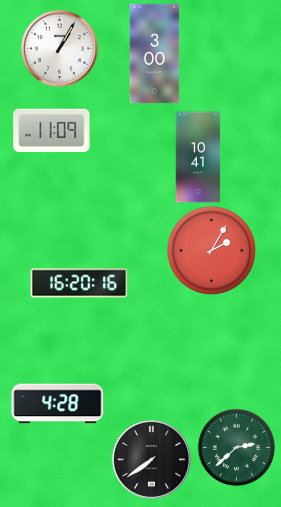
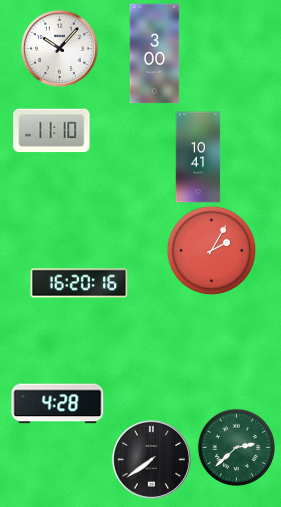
clock at (59, 48): 1:05 -> 10:07
clock at (52, 131): 11:09 -> 11:10
